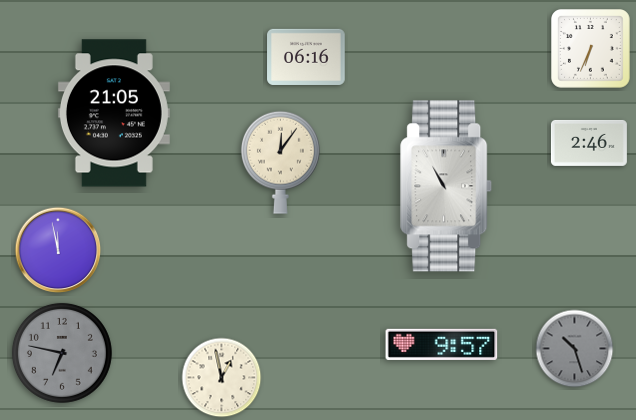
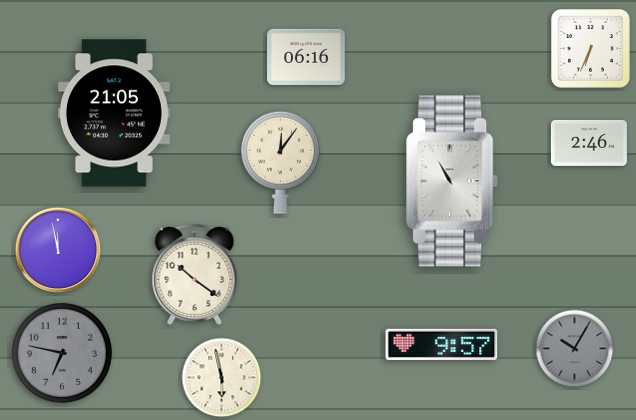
clock at (447, 186) position: (447, 186) -> (453, 181)
clock at (195, 274): none -> 10:21
clock at (575, 349): 10:27 -> 10:05
clock at (222, 378): 12:58 -> 5:58
